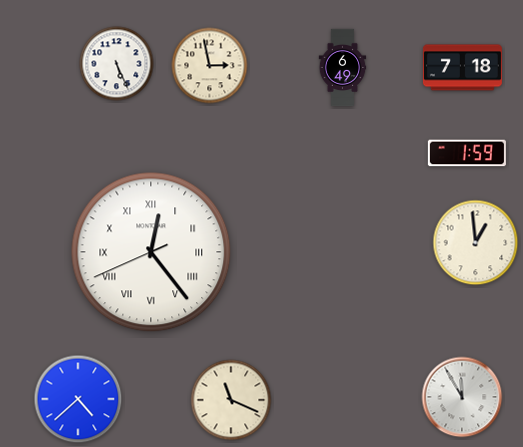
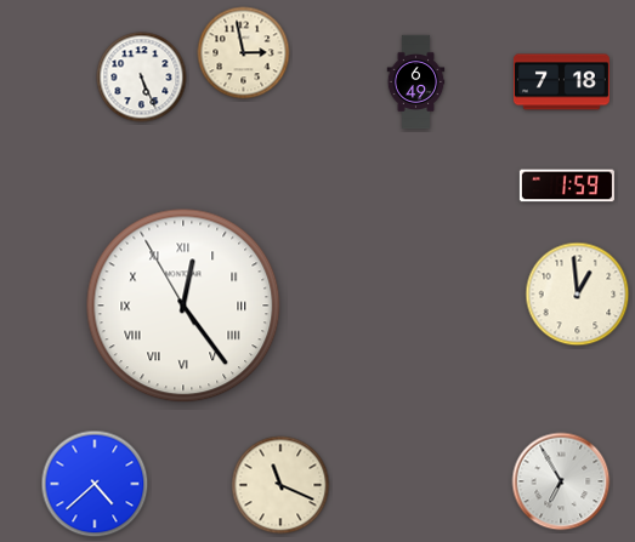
clock at (210, 66) position: (210, 66) -> (244, 53)
clock at (151, 252): 12:23:41 -> 12:23:55
clock at (462, 397): 11:55 -> 6:55
